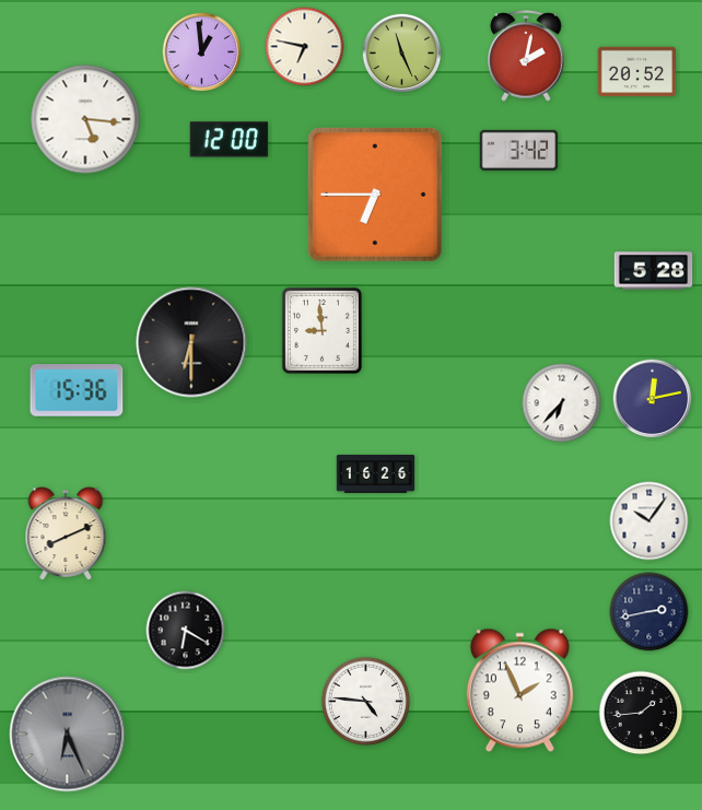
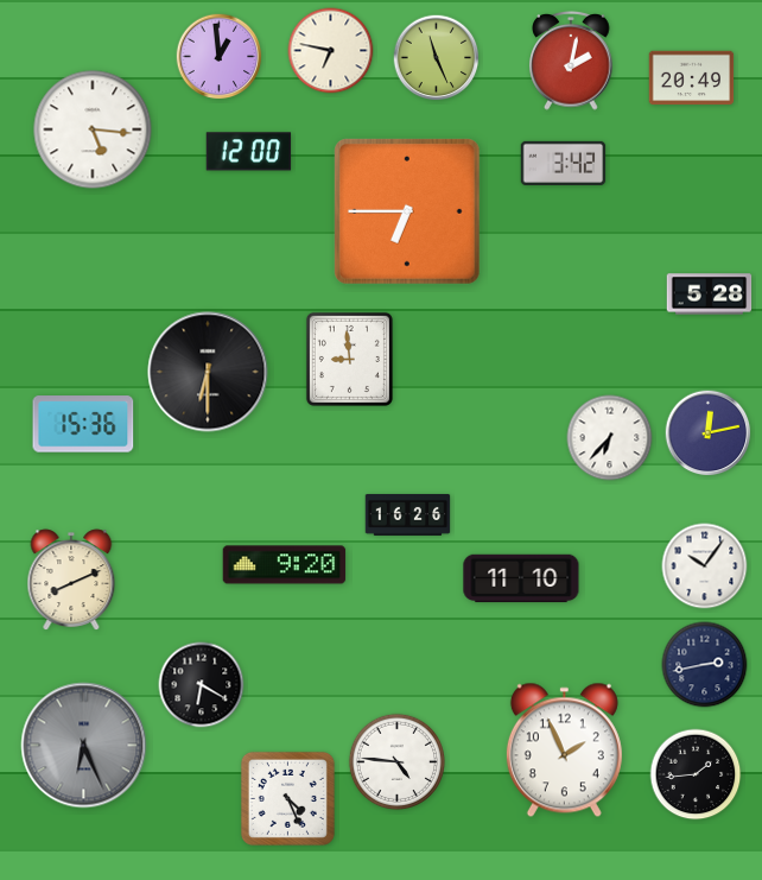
clock at (637, 72): 20:52 -> 20:49
clock at (285, 565): none -> 9:20
clock at (521, 578): none -> 11:10
clock at (68, 735) position: (68, 735) -> (84, 746)
clock at (287, 798): none -> 4:26
